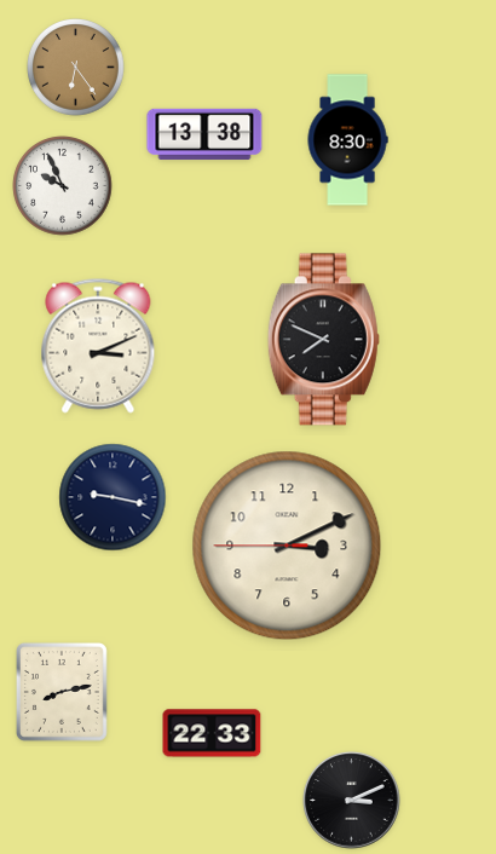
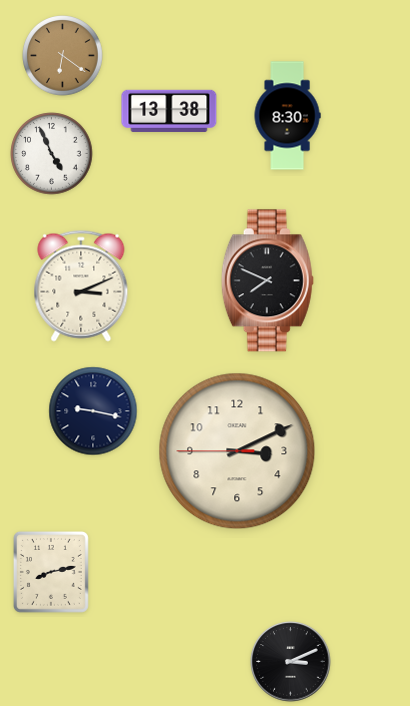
clock at (76, 68): 6:24 -> 6:21
clock at (63, 186): 9:56 -> 4:56
clock at (212, 733): 22:33 -> none
